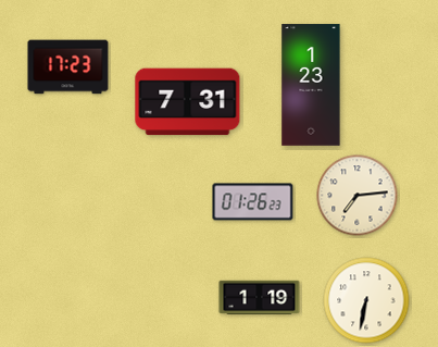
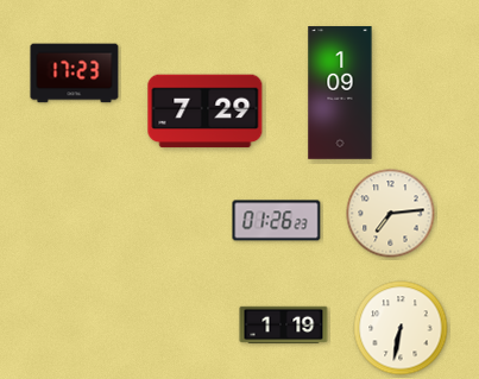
clock at (311, 85): 1:23 -> 1:09
clock at (188, 102): 7:31 -> 7:29
